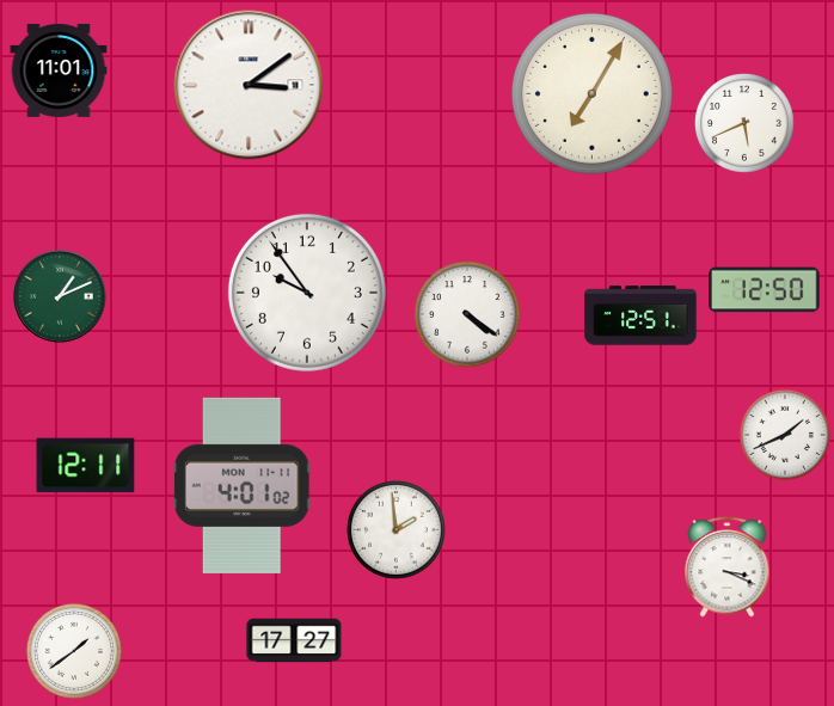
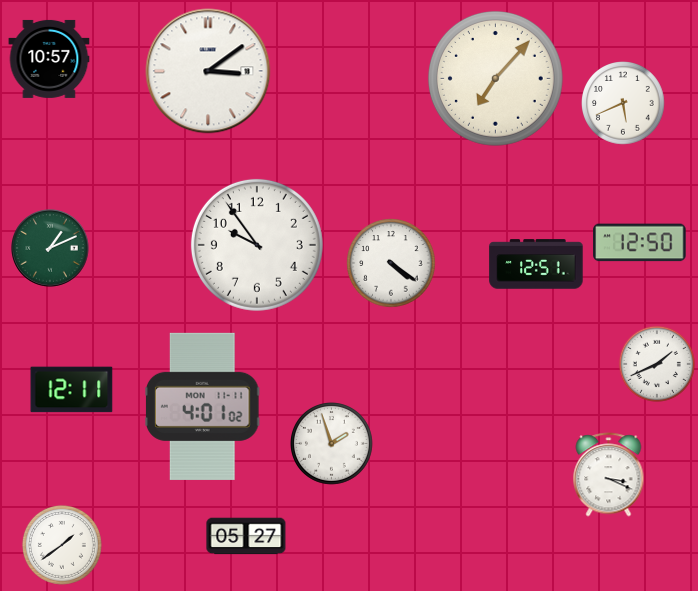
clock at (59, 70): 11:01 -> 10:57
clock at (591, 93): 7:05 -> 7:07
clock at (397, 530): 1:59 -> 1:57
clock at (294, 640): 17:27 -> 05:27
